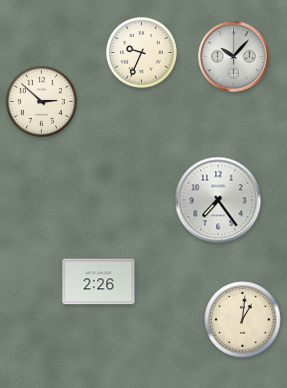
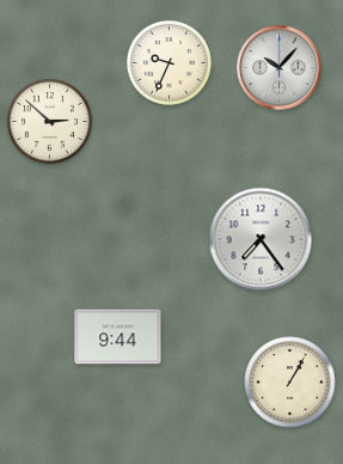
clock at (99, 282): 2:26 -> 9:44
clock at (243, 320): 1:01 -> 1:05
